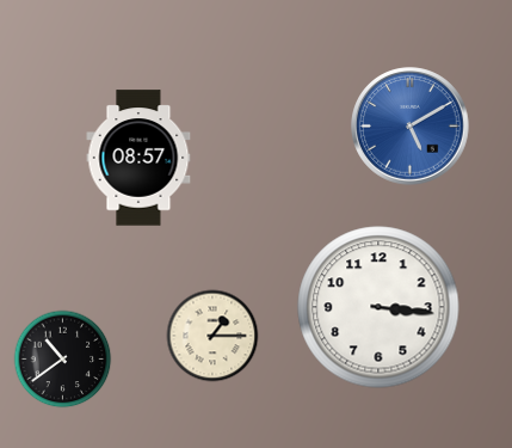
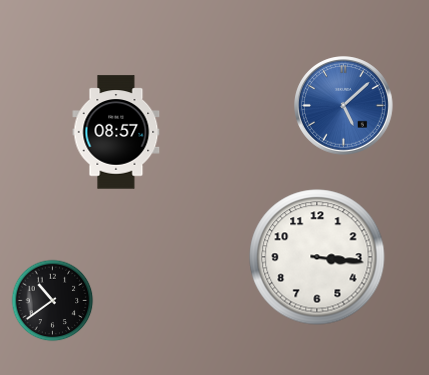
clock at (411, 127): 5:10 -> 5:08
clock at (212, 336): 1:15 -> none
